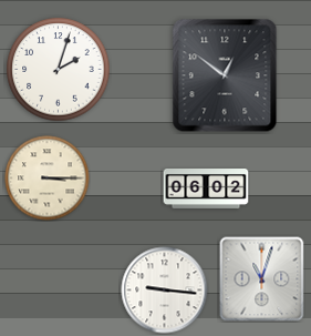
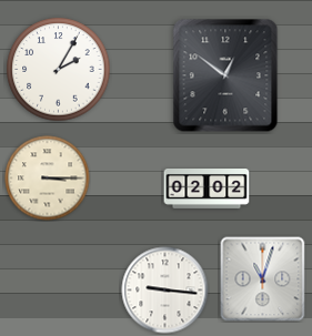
clock at (59, 70): 2:03 -> 2:05
clock at (206, 190): 06:02 -> 02:02
